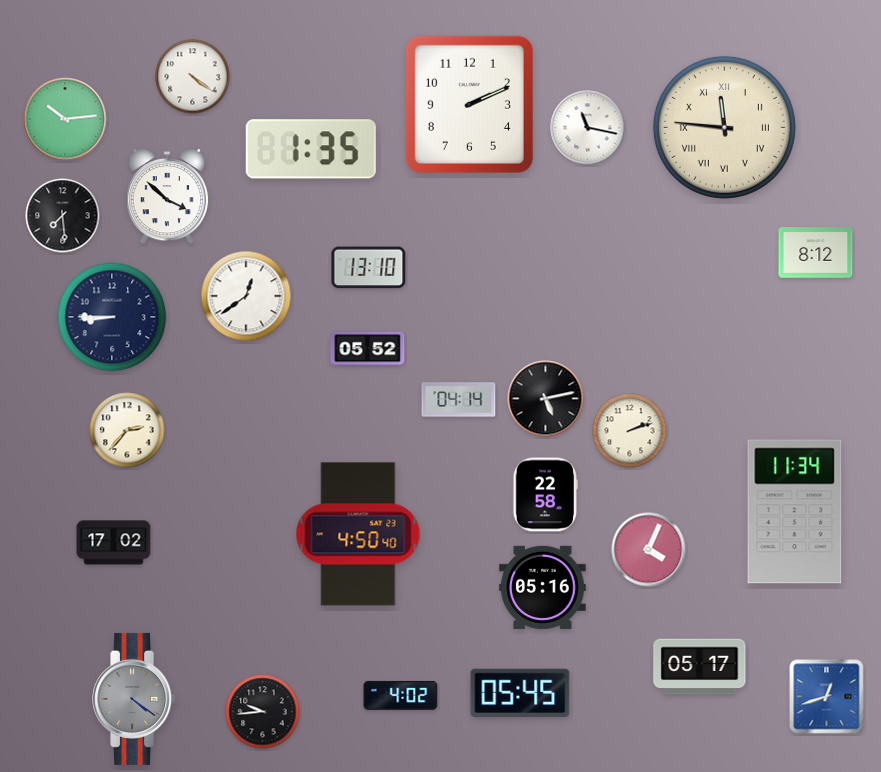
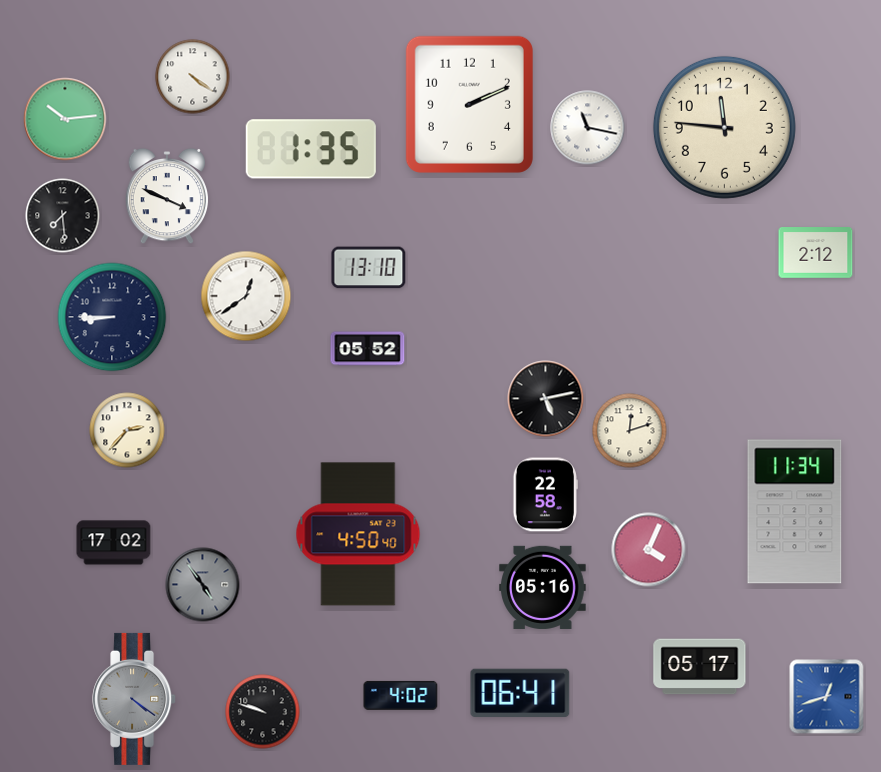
clock at (724, 127) numerals: Roman -> Arabic
clock at (167, 196): 3:52 -> 3:49
clock at (816, 253): 8:12 -> 2:12
clock at (459, 400): 04:14 -> none
clock at (630, 431): 2:12 -> 12:12
clock at (203, 585): none -> 4:54
clock at (520, 693): 05:45 -> 06:41
clock at (263, 712): 9:44 -> 9:48
